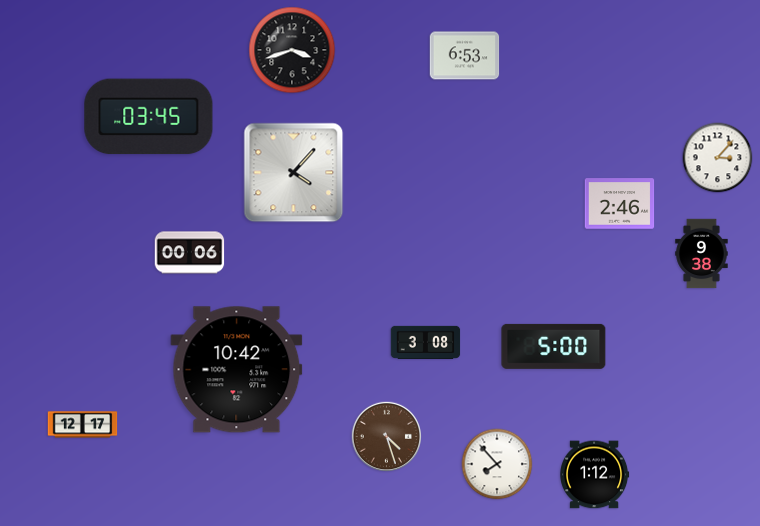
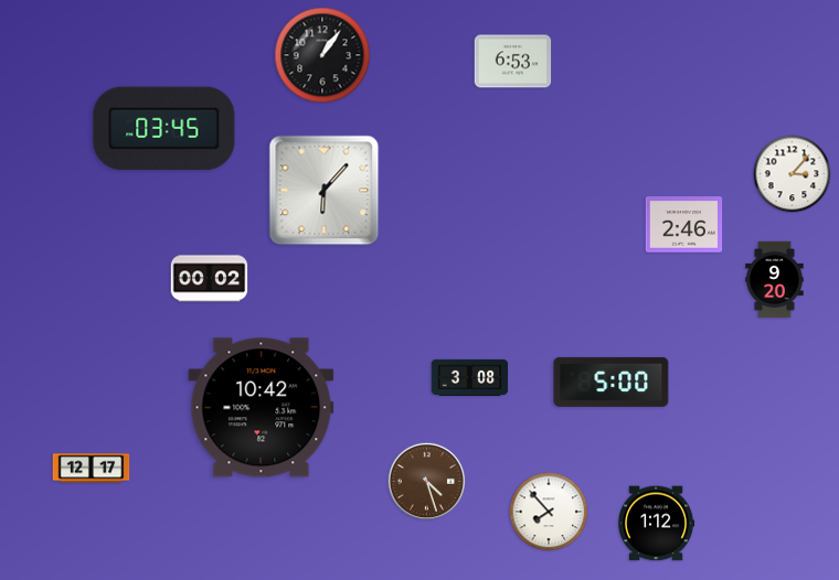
clock at (292, 50): 3:42 -> 1:06
clock at (294, 173): 4:07 -> 6:07
clock at (190, 253): 00:06 -> 00:02
clock at (702, 254): 9:38 -> 9:20
